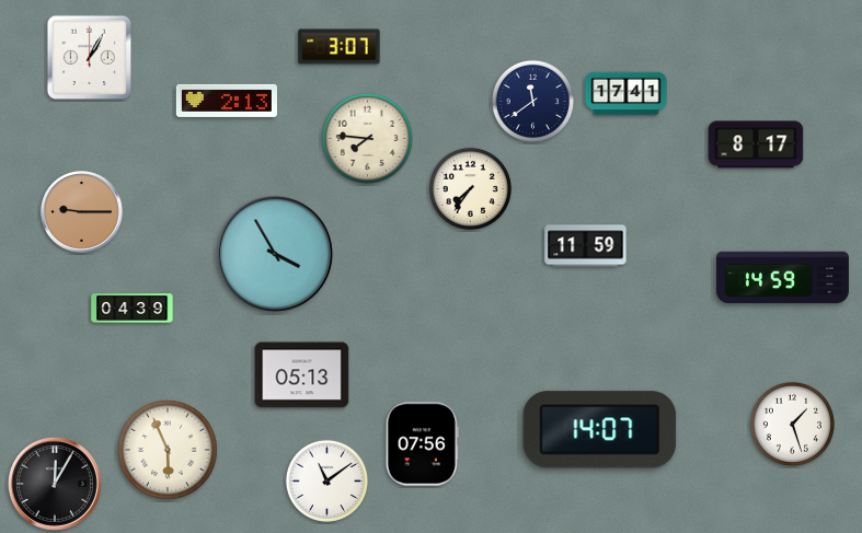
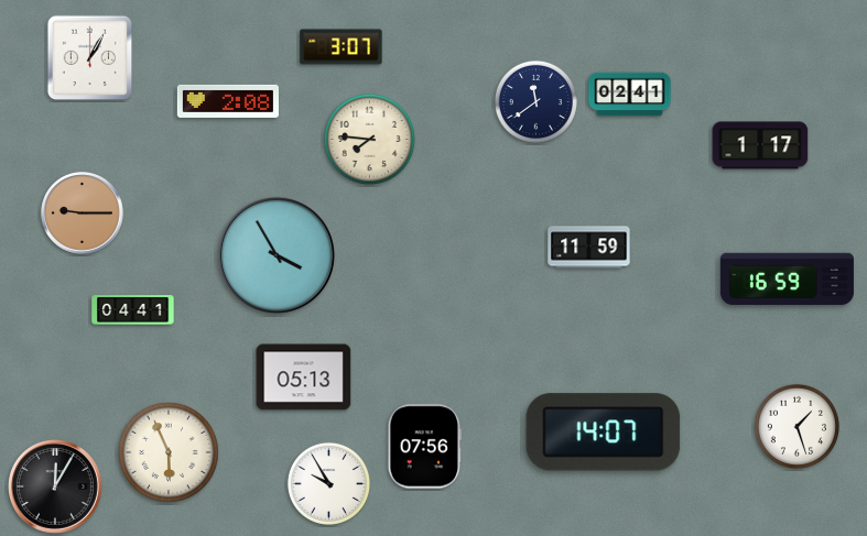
clock at (627, 94): 17:41 -> 02:41
clock at (227, 101): 2:13 -> 2:08
clock at (756, 144): 8:17 -> 1:17
clock at (470, 188): 7:36 -> none
clock at (782, 278): 14:59 -> 16:59
clock at (133, 309): 04:39 -> 04:41
clock at (326, 480): 11:09 -> 9:55
